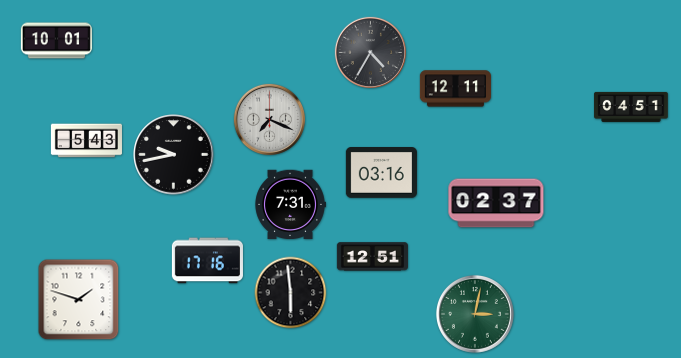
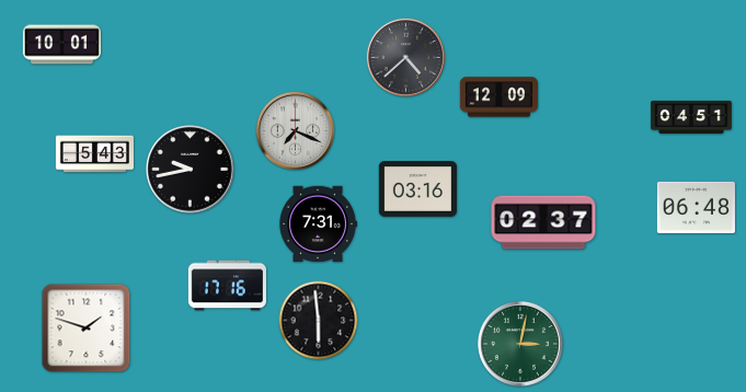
clock at (370, 52): 4:35 -> 4:38
clock at (455, 89): 12:11 -> 12:09
clock at (696, 207): none -> 06:48
clock at (372, 257): 12:51 -> none
